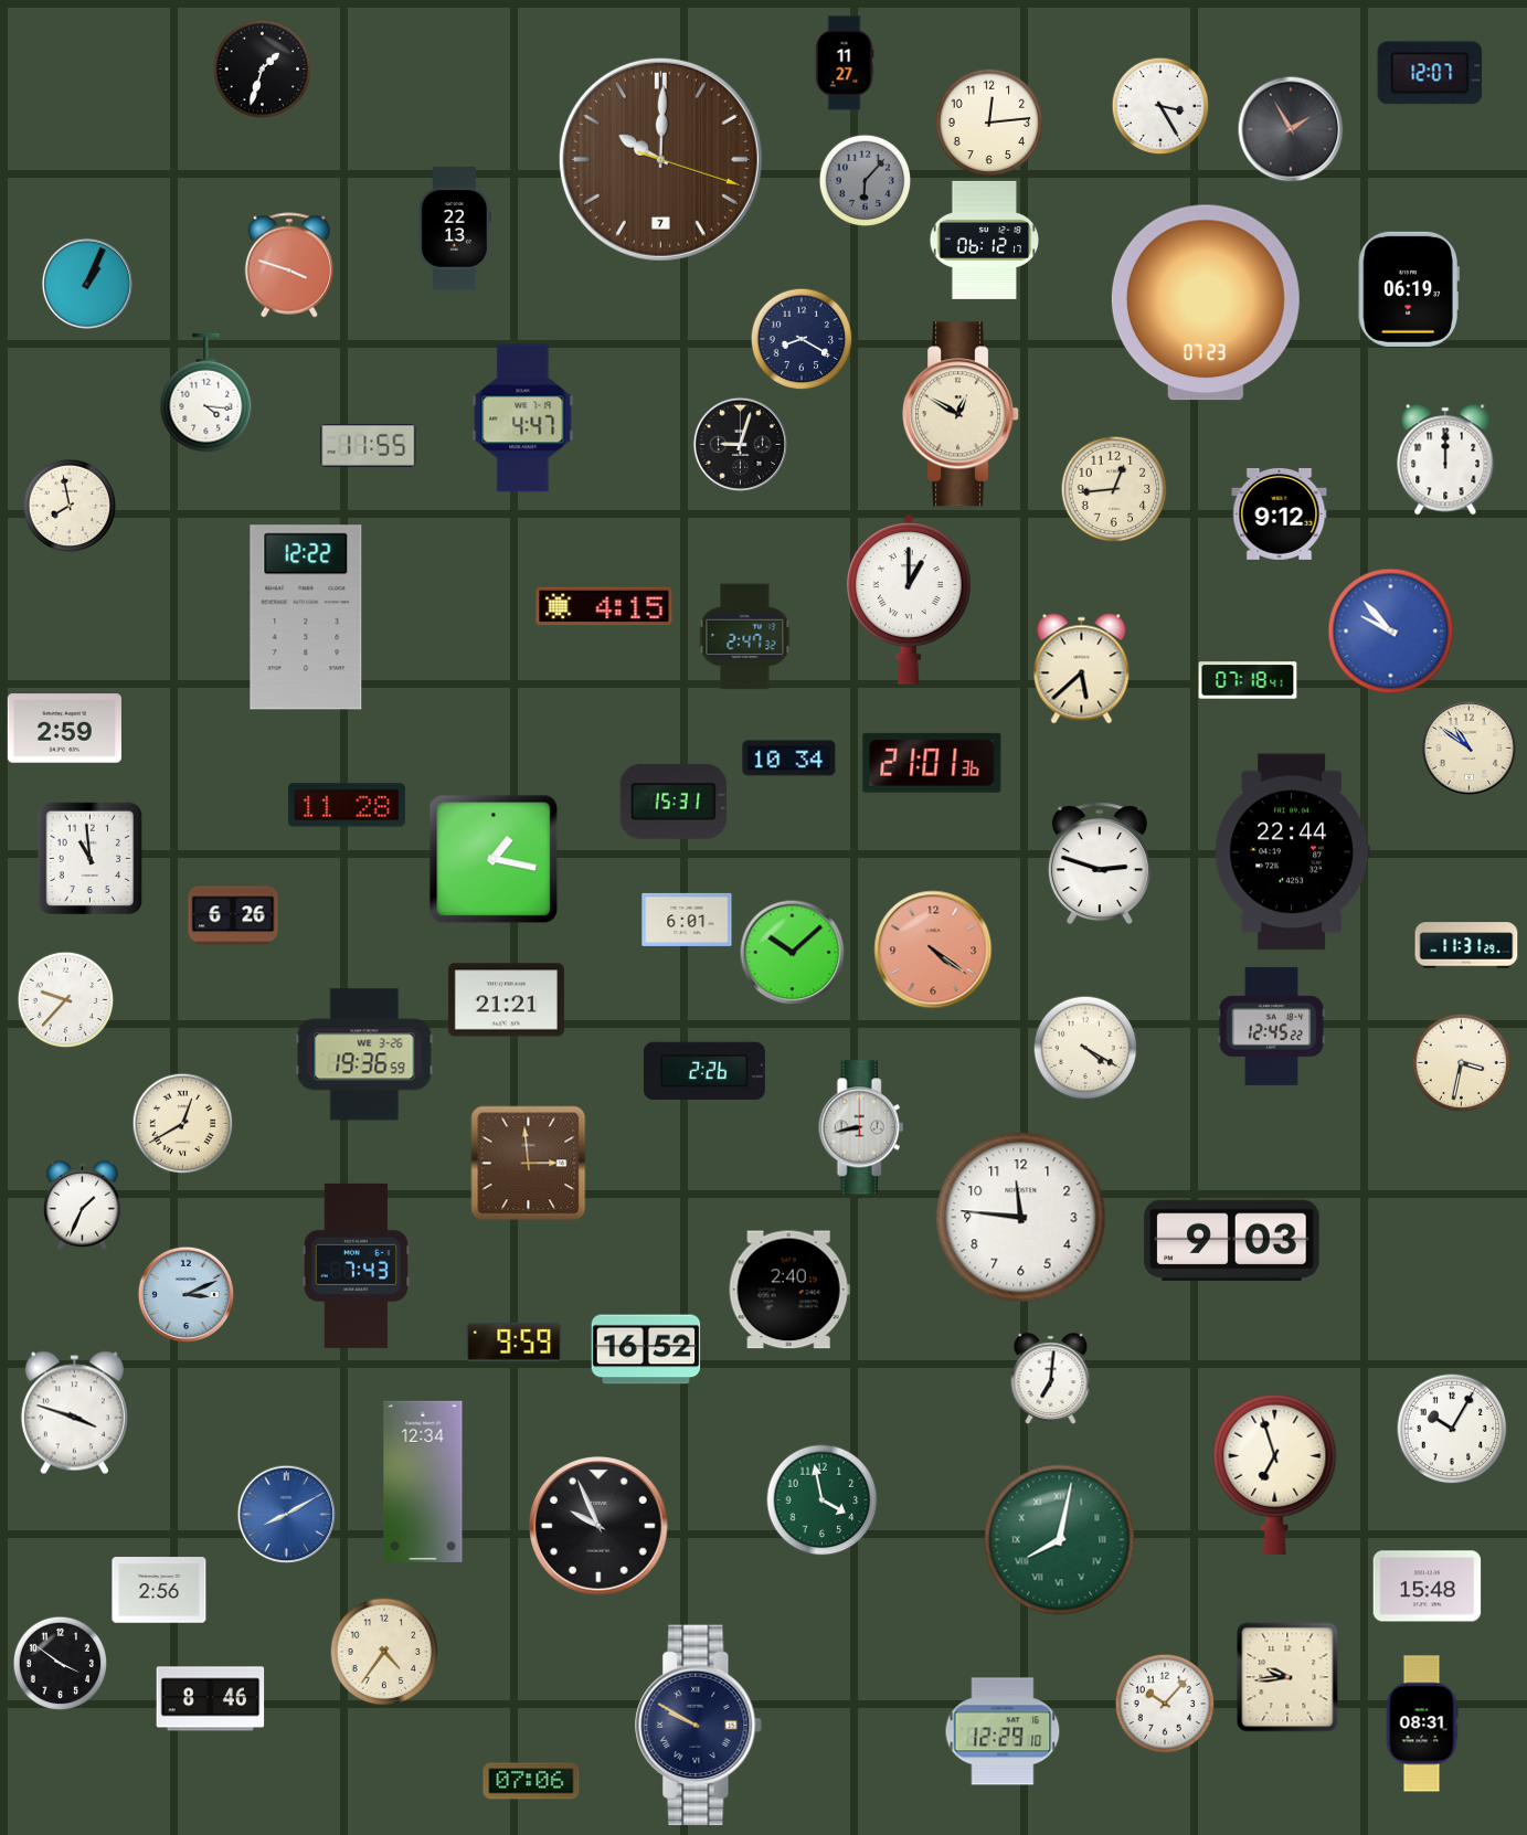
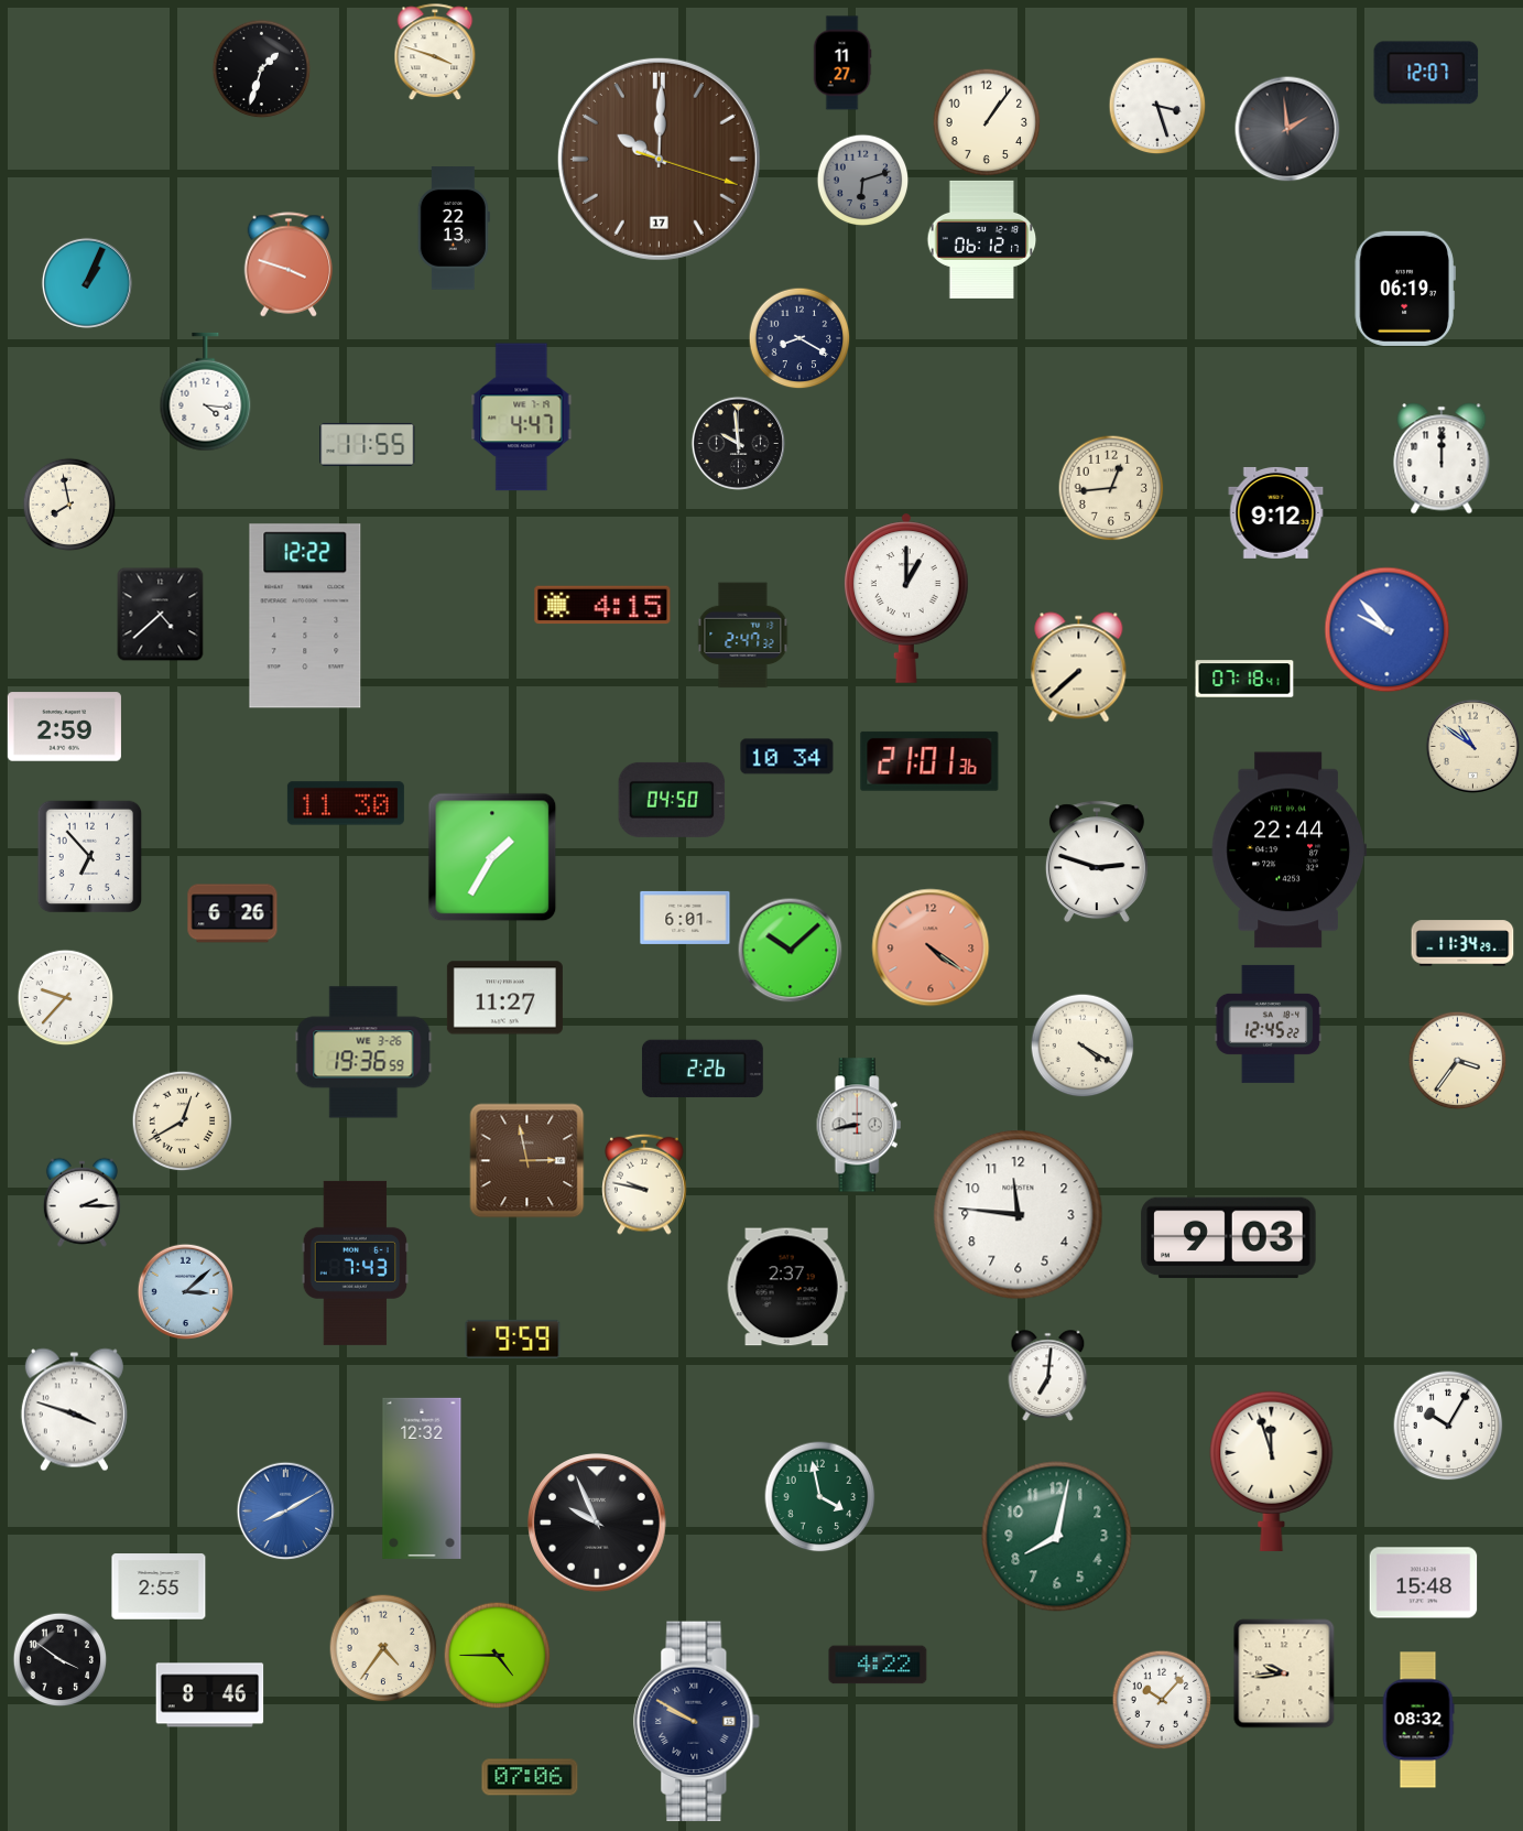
clock at (435, 52): none -> 3:48
clock at (1160, 106): 3:25 -> 3:27
clock at (989, 123): 12:14 -> 1:06
clock at (1291, 129): 1:55 -> 1:59
clock at (660, 159) date: 7 -> 17
clock at (865, 180): 6:07 -> 6:12
clock at (1206, 303): 07:23 -> none
clock at (962, 414): 12:50 -> none
clock at (740, 444): 9:03 -> 9:59
clock at (161, 614): none -> 4:38
clock at (1082, 669): 5:38 -> 7:38
clock at (1468, 747) position: (1468, 747) -> (1472, 746)
clock at (674, 802): 15:31 -> 04:50
clock at (347, 805): 11:28 -> 11:30
clock at (91, 859): 10:59 -> 6:53
clock at (494, 859): 1:17 -> 1:35
clock at (1466, 945): 11:31 -> 11:34
clock at (506, 1000): 21:21 -> 11:27
clock at (1461, 1062): 3:32 -> 3:36
clock at (529, 1164): 2:59 -> 2:58
clock at (644, 1184): none -> 9:47
clock at (82, 1205): 1:34 -> 2:15
clock at (789, 1290): 2:40 -> 2:37
clock at (185, 1294): 3:11 -> 3:08
clock at (646, 1349): 16:52 -> none
clock at (1275, 1474): 6:57 -> 11:57
clock at (423, 1482): 12:34 -> 12:32
clock at (1060, 1540) numerals: Roman -> Arabic
clock at (159, 1590): 2:56 -> 2:55
clock at (497, 1655): none -> 4:45
clock at (878, 1665): none -> 4:22
clock at (1422, 1723): 08:31 -> 08:32
clock at (1003, 1731): 12:29 -> none
